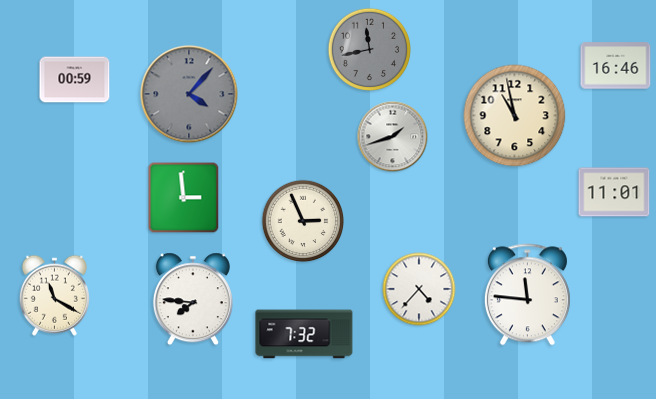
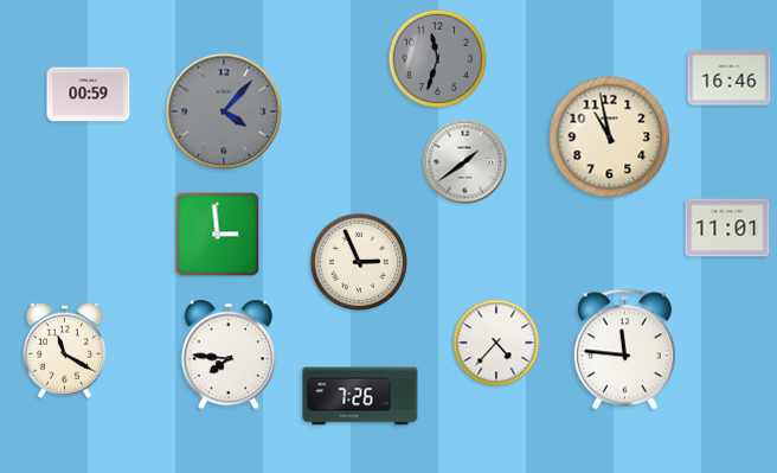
clock at (369, 49): 11:43 -> 11:33
clock at (393, 137): 1:42 -> 1:39
clock at (304, 334): 7:32 -> 7:26
